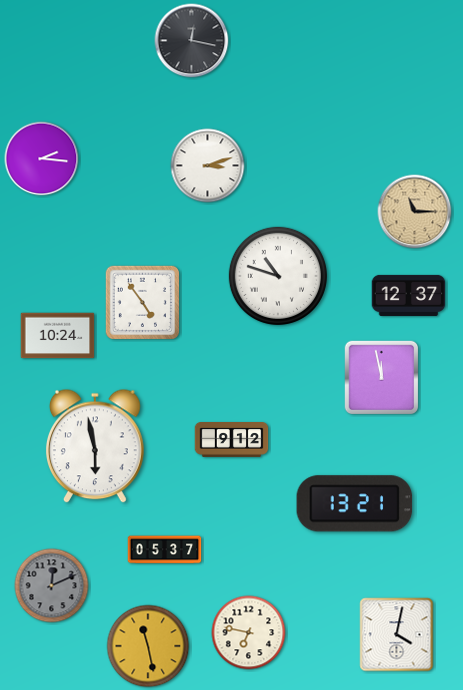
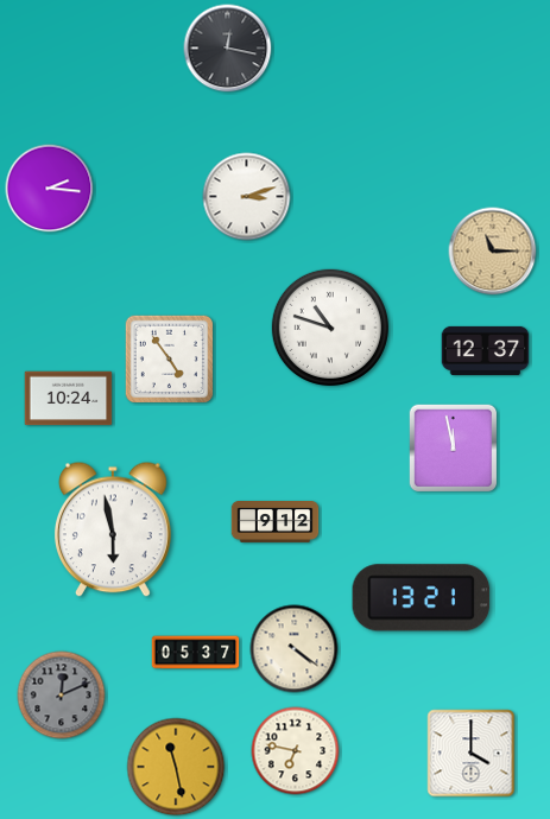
clock at (295, 649): none -> 4:21
clock at (397, 635): 4:02 -> 4:00
